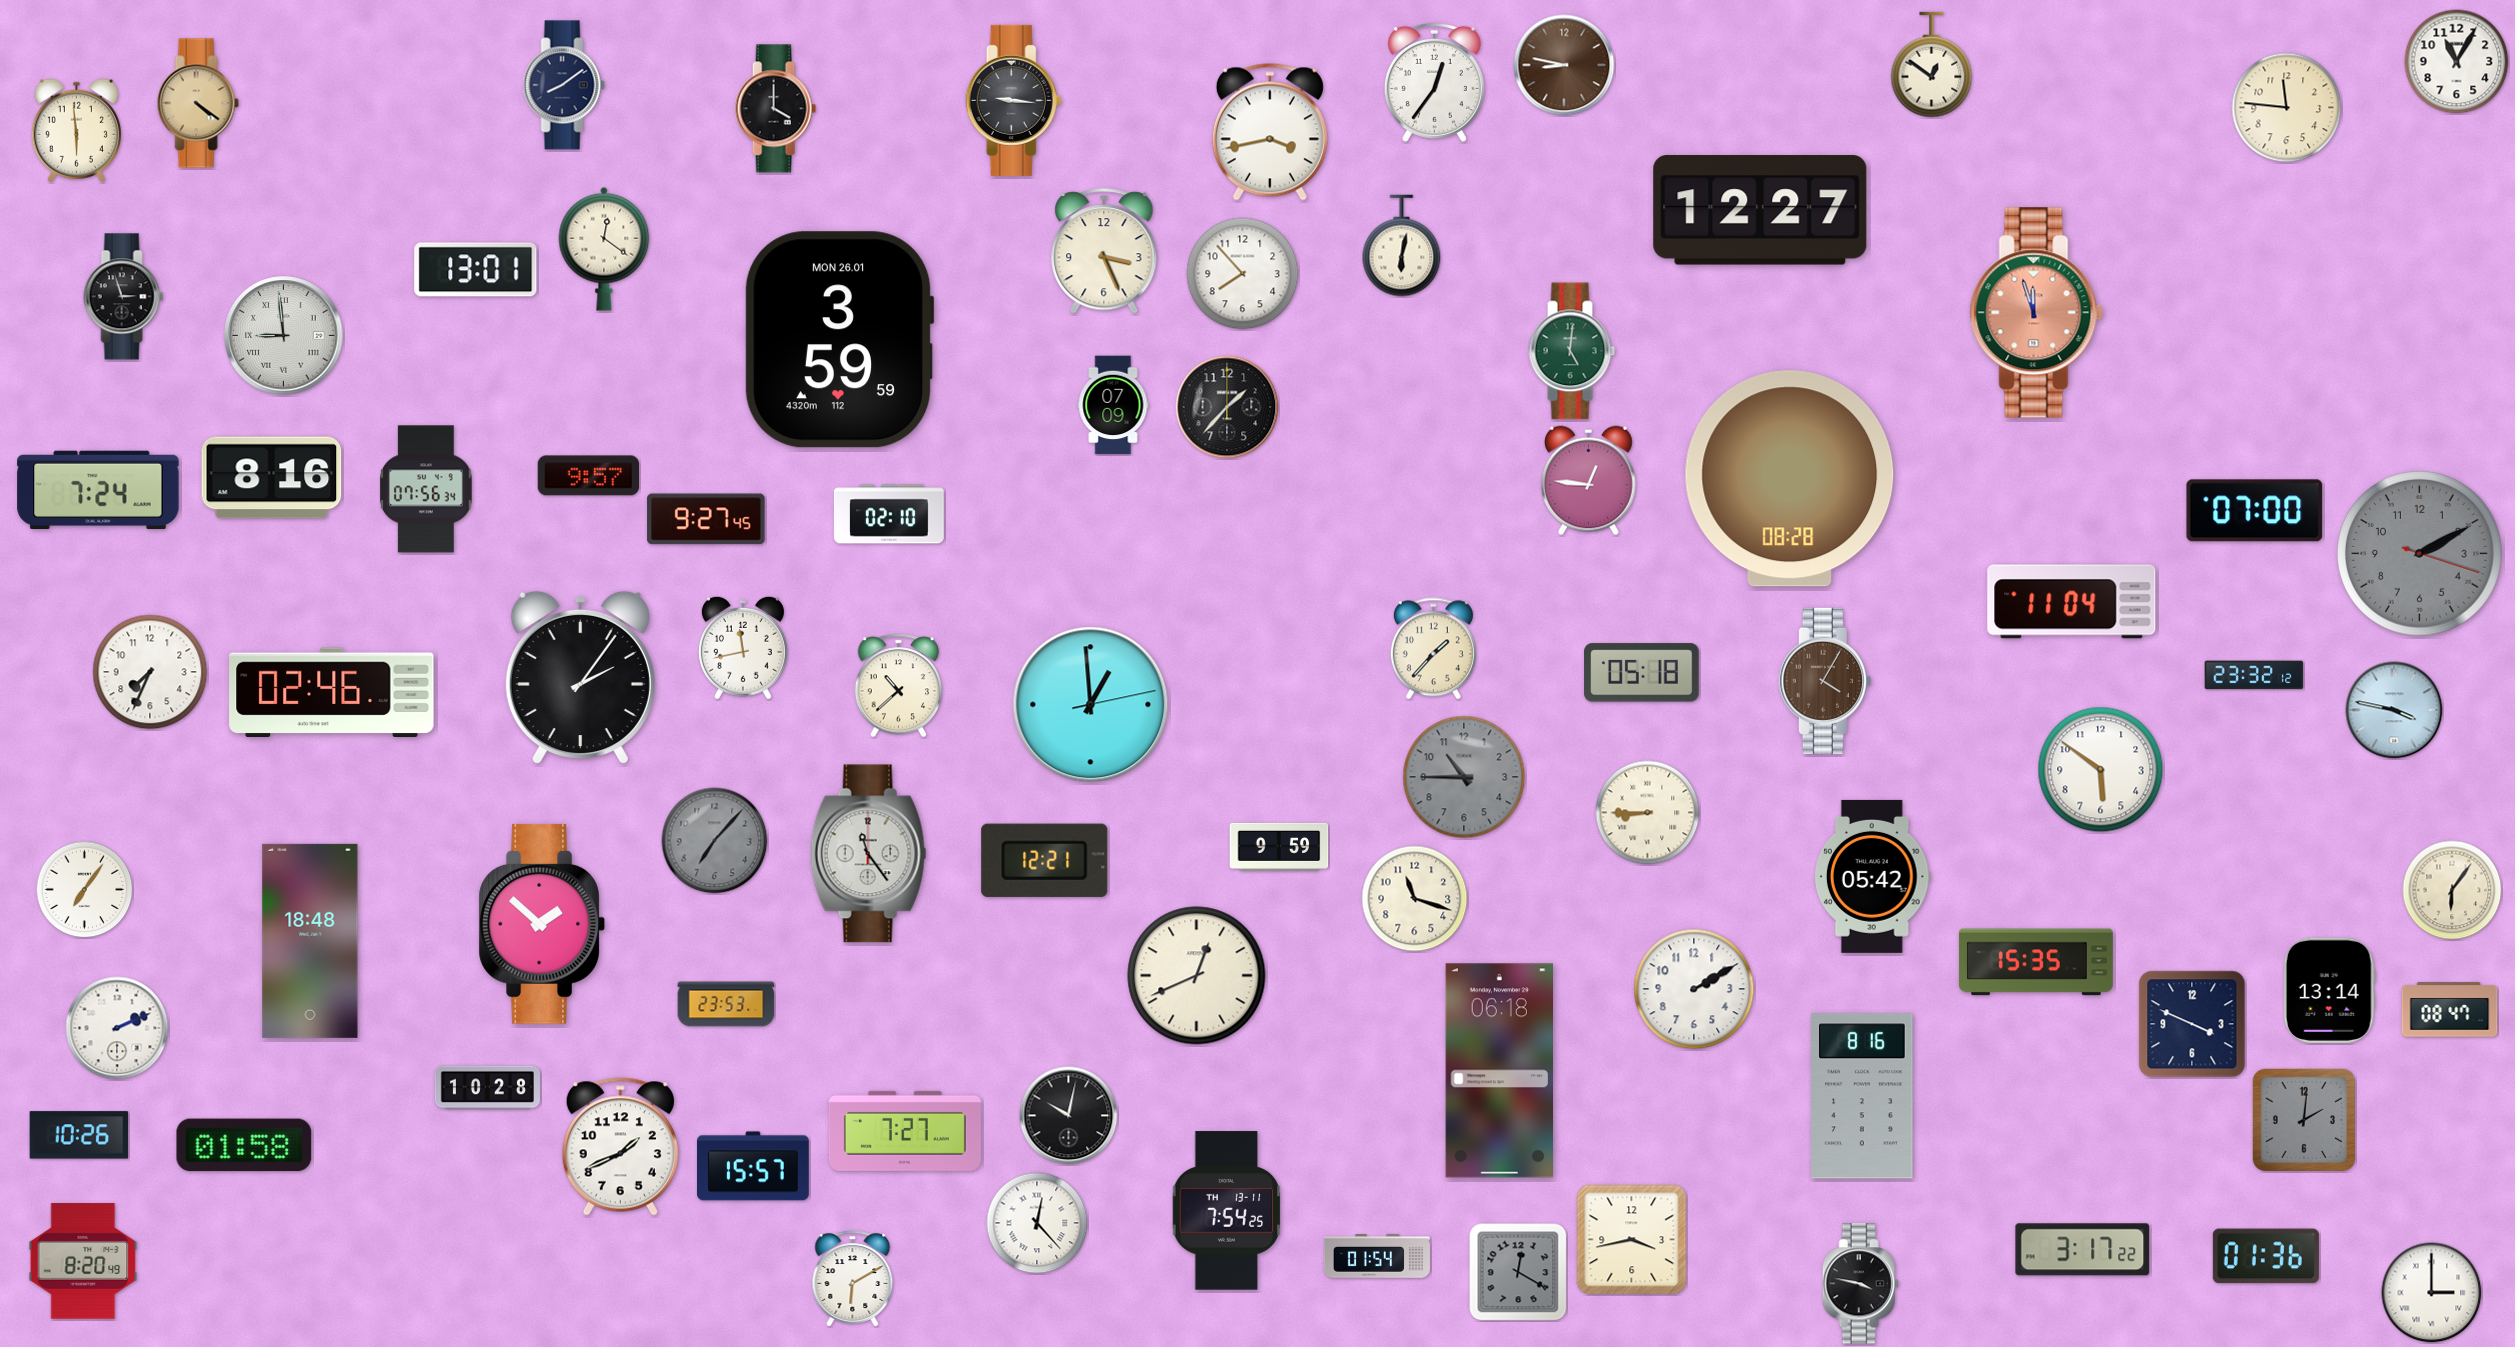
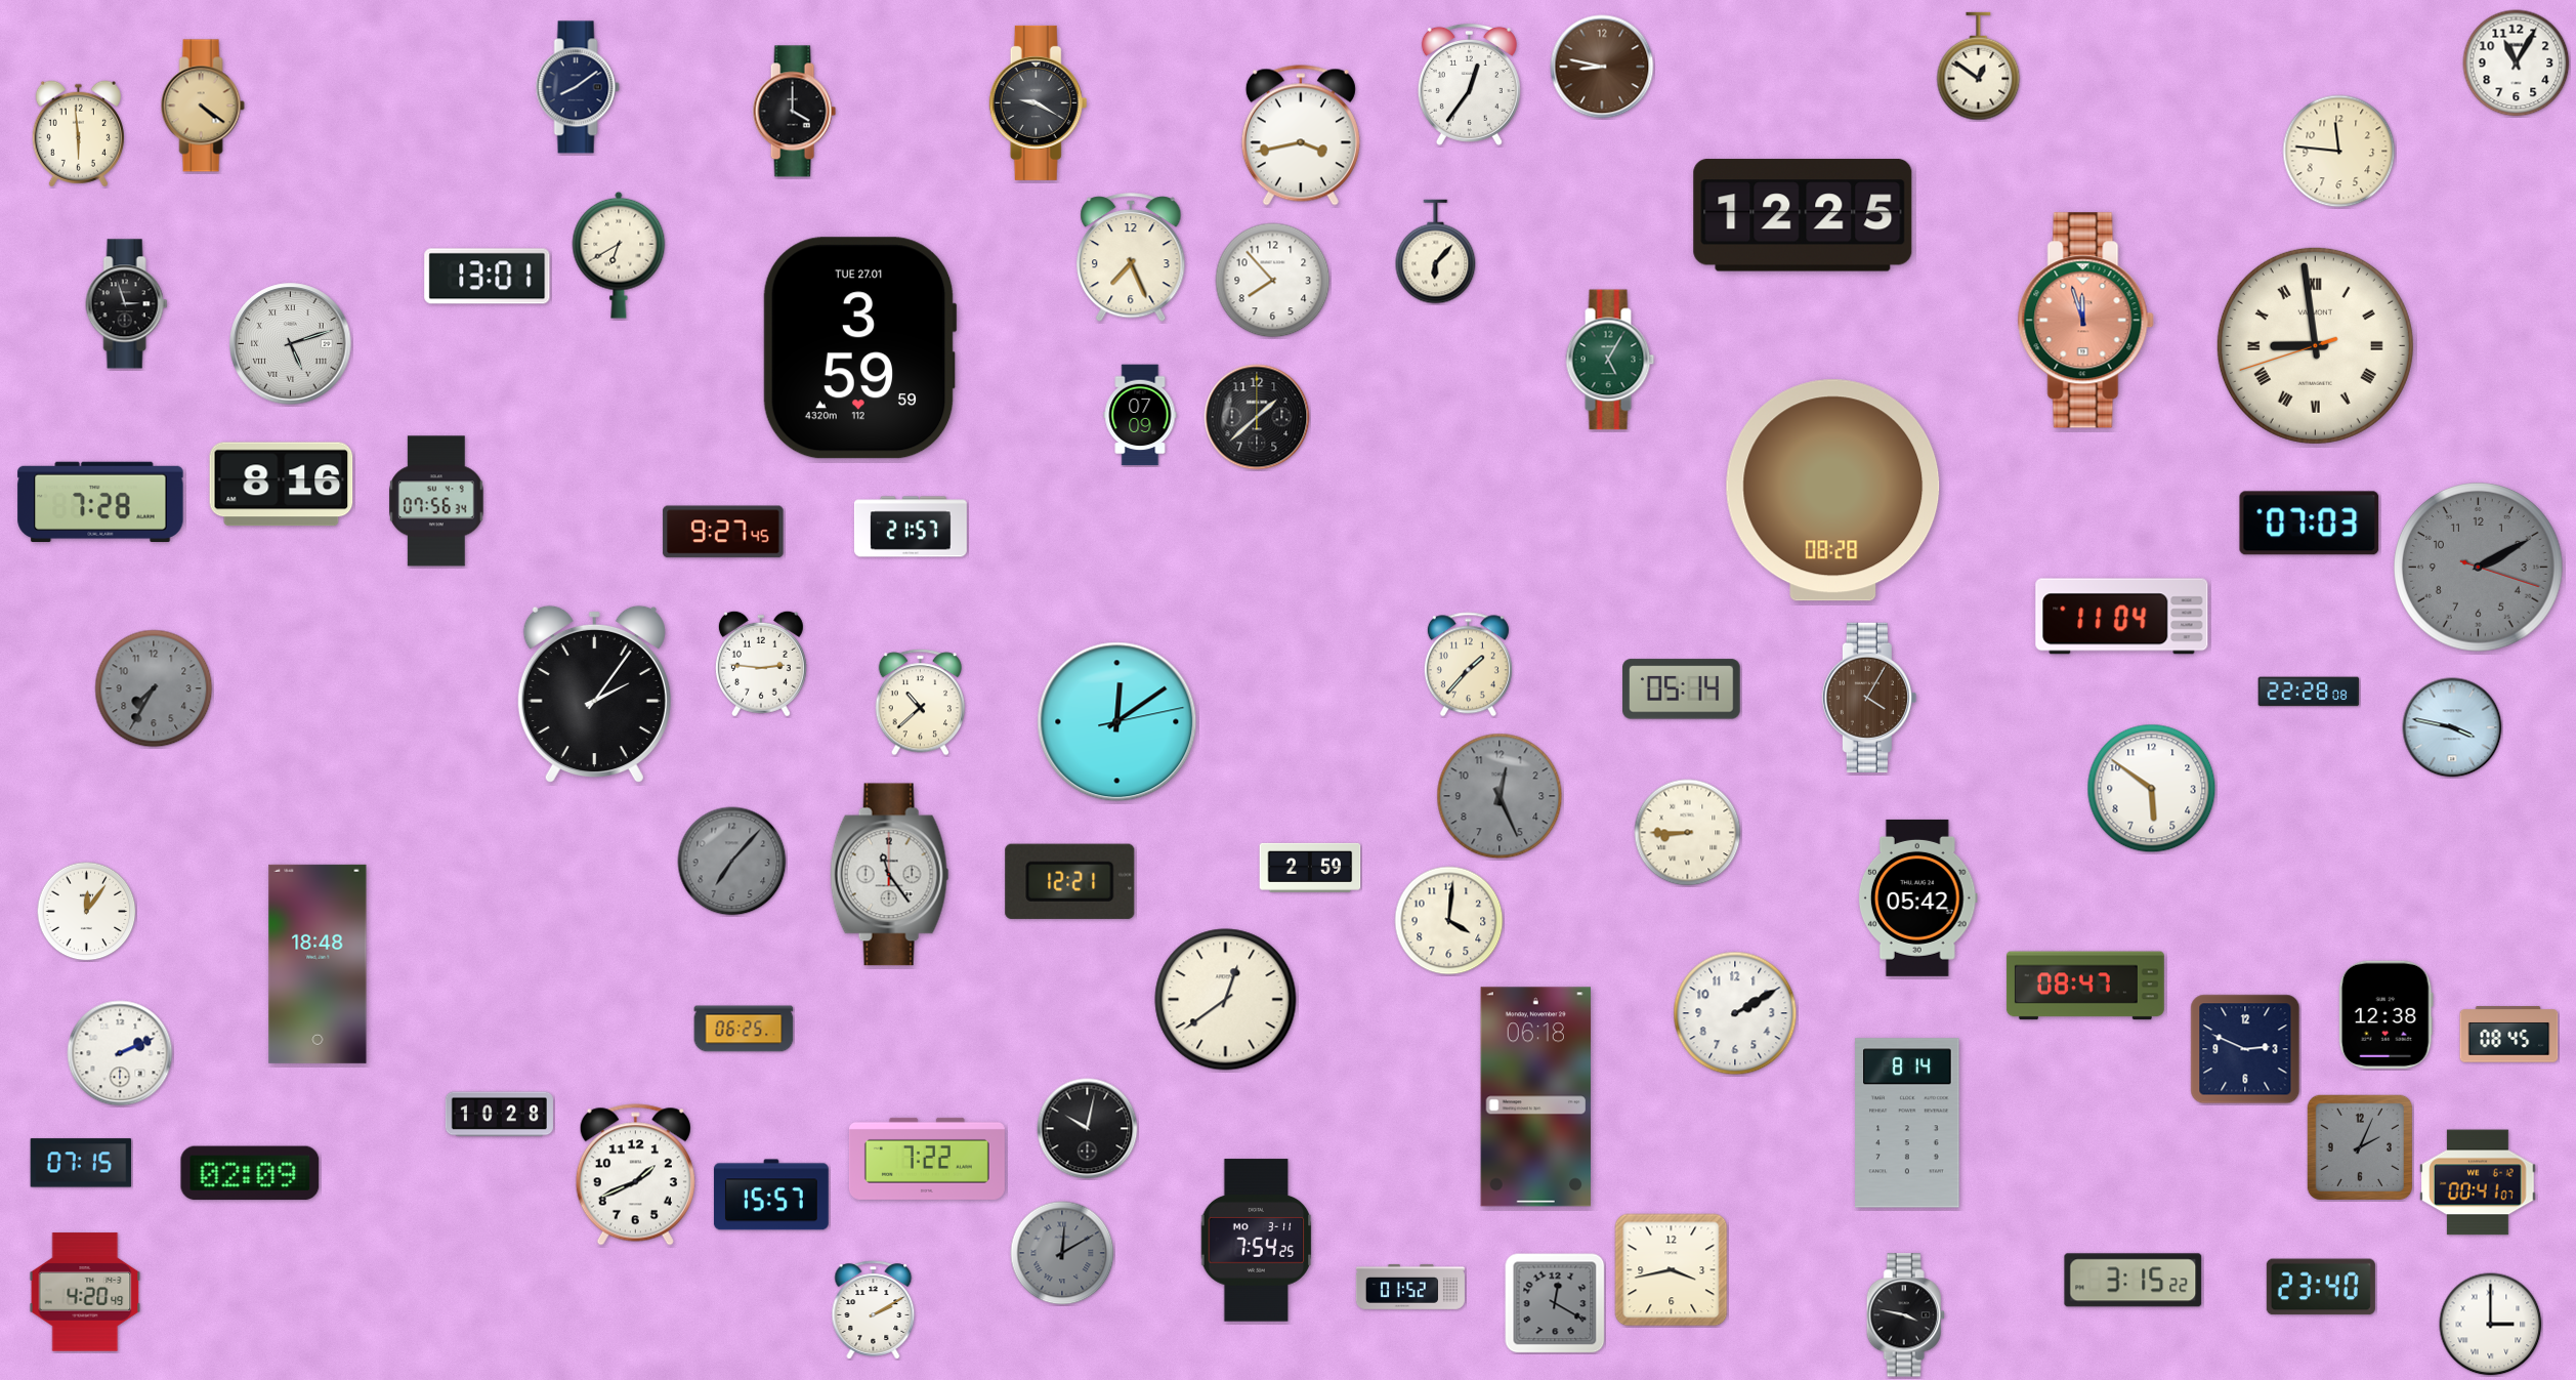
clock at (1014, 100): 9:16 -> 9:20
clock at (2287, 108) position: (2287, 108) -> (2339, 152)
clock at (1760, 210): 12:27 -> 12:25
clock at (1402, 246): 6:02 -> 6:07
clock at (604, 249): 12:21 -> 6:40
clock at (1104, 252): 3:26 -> 7:26
clock at (284, 336): 8:59 -> 5:12
clock at (2315, 345): none -> 8:58
clock at (839, 340) date: MON 26.01 -> TUE 27.01
clock at (1572, 351): 5:01 -> 5:05
clock at (1227, 407): 1:37 -> 1:38
clock at (588, 476): 9:57 -> none
clock at (272, 478) position: (272, 478) -> (282, 485)
clock at (1589, 481): 12:46 -> none
clock at (98, 489): 7:24 -> 7:28
clock at (2255, 511): 07:00 -> 07:03
clock at (889, 514): 02:10 -> 21:57
clock at (743, 648): 11:43 -> 2:46
clock at (150, 672): 7:34 -> 7:35
clock at (150, 672) dial: white -> grey
clock at (1642, 673): 05:18 -> 05:14
clock at (2254, 675): 23:32 -> 22:28
clock at (332, 692): 02:46 -> none
clock at (1091, 705): 12:59 -> 12:09
clock at (1464, 777): 10:45 -> 12:26
clock at (1279, 847): 9:59 -> 2:59
clock at (84, 889): 7:06 -> 12:06
clock at (2452, 890): 6:06 -> none
clock at (1415, 899): 11:18 -> 4:01
clock at (542, 924): 1:52 -> none
clock at (2036, 962): 15:35 -> 08:47
clock at (1197, 976): 12:41 -> 12:39
clock at (2329, 990): 13:14 -> 12:38
clock at (726, 1004): 23:53 -> 06:25
clock at (2450, 1010): 08:47 -> 08:45
clock at (2192, 1024): 3:49 -> 2:49
clock at (1862, 1096): 8:16 -> 8:14
clock at (1069, 1116) position: (1069, 1116) -> (1088, 1129)
clock at (2304, 1120): 2:01 -> 2:04
clock at (905, 1131): 7:27 -> 7:22
clock at (79, 1135): 10:26 -> 07:15
clock at (244, 1145): 01:58 -> 02:09
clock at (2478, 1182): none -> 00:41
clock at (1227, 1211) date: TH 13-11 -> MO 3-11
clock at (1037, 1223): 12:23 -> 12:10
clock at (1037, 1223) dial: white -> grey
clock at (2083, 1250): 3:17 -> 3:15
clock at (1377, 1256): 01:54 -> 01:52
clock at (2266, 1256): 01:36 -> 23:40
clock at (83, 1261): 8:20 -> 4:20
clock at (853, 1279): 6:10 -> 2:10
